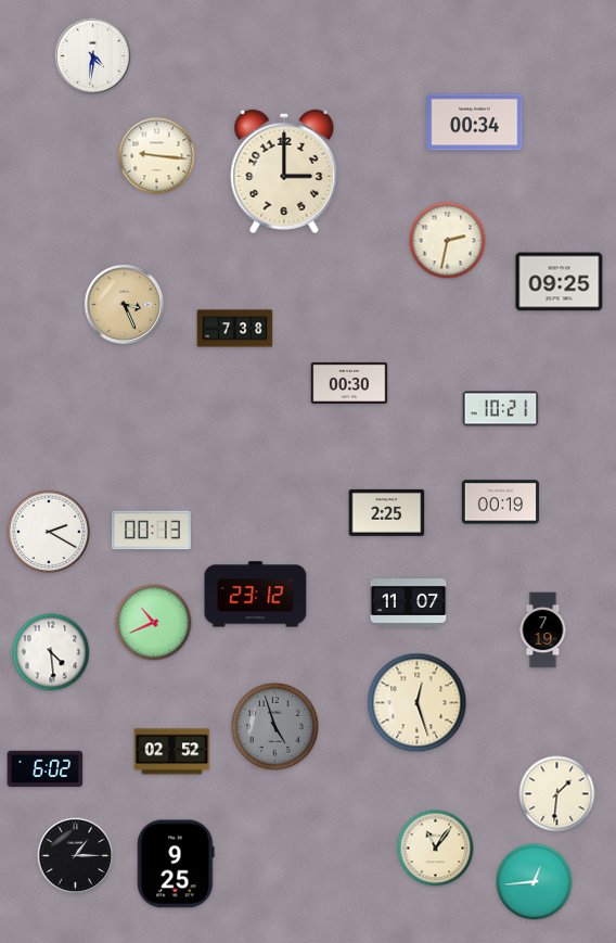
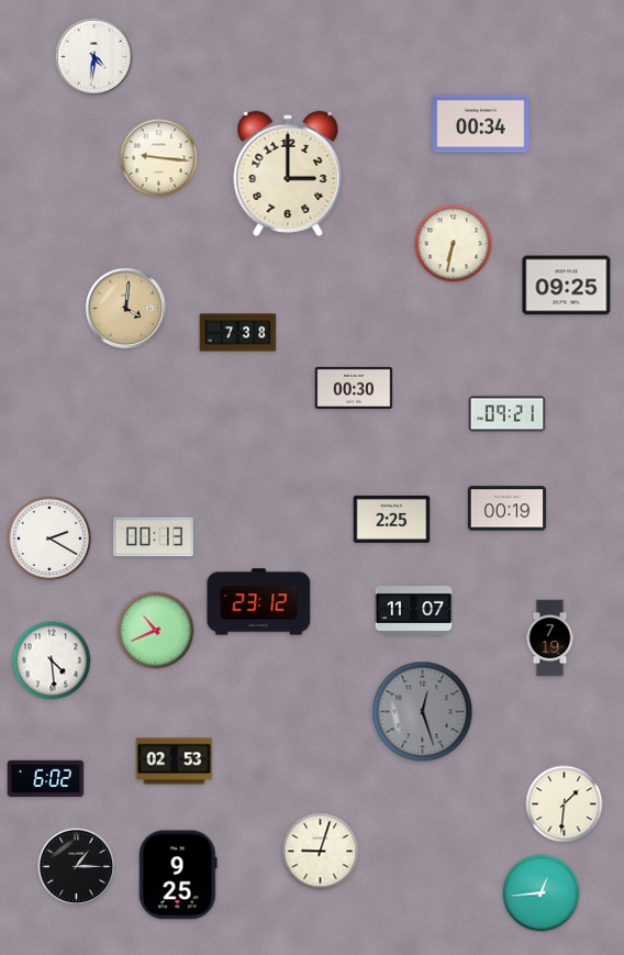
clock at (448, 241): 2:32 -> 6:32
clock at (124, 304): 3:26 -> 4:01
clock at (501, 409): 10:21 -> 09:21
clock at (418, 703) dial: cream -> grey
clock at (275, 727): 4:57 -> none
clock at (172, 752): 02:52 -> 02:53
clock at (321, 852): none -> 9:03
clock at (436, 849): 11:06 -> none
